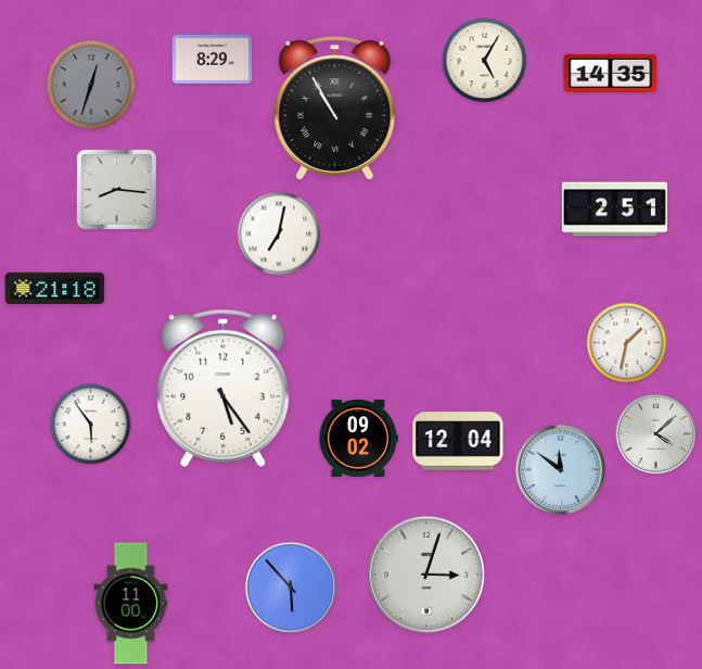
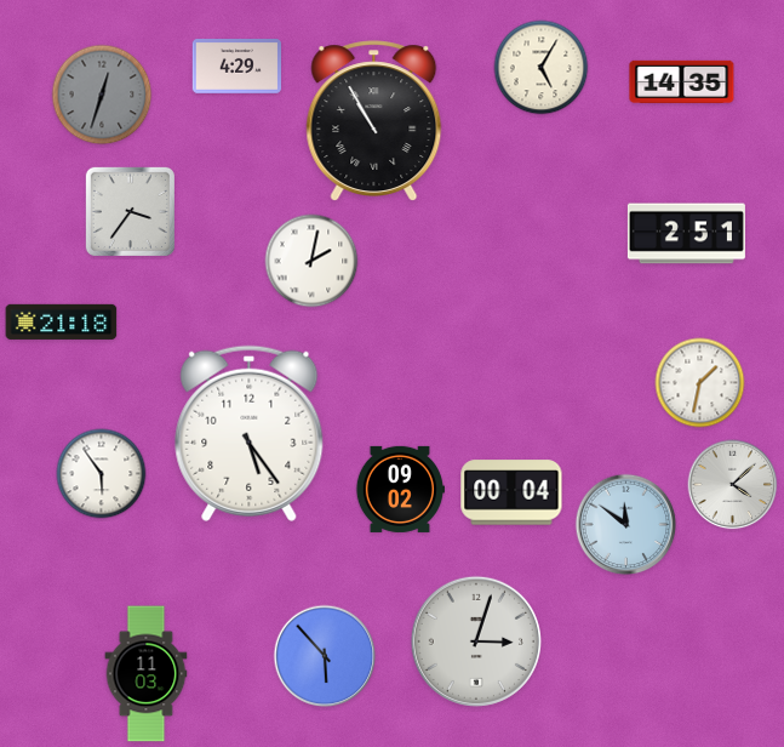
clock at (212, 60): 8:29 -> 4:29
clock at (116, 189): 8:16 -> 3:36
clock at (279, 233): 7:02 -> 2:02
clock at (458, 441): 12:04 -> 00:04
clock at (131, 604): 11:00 -> 11:03
